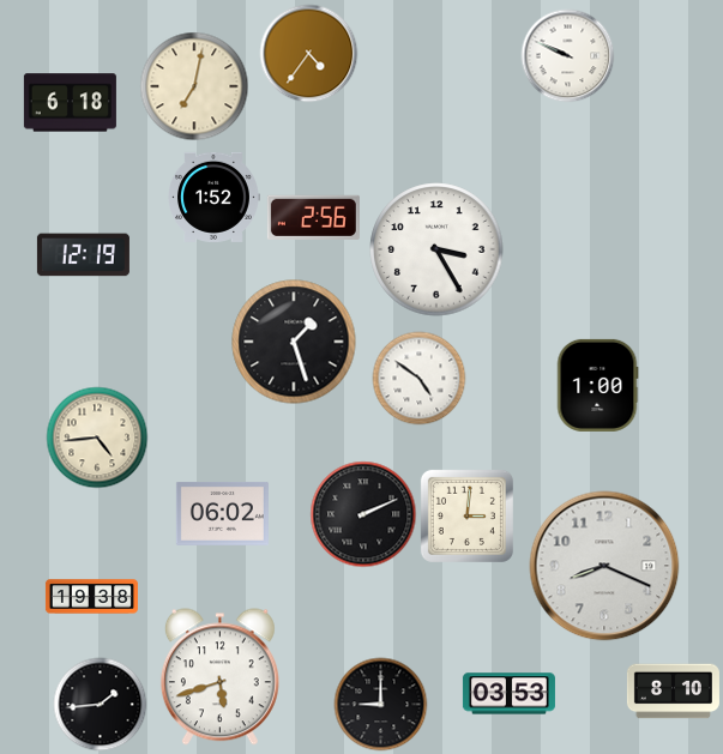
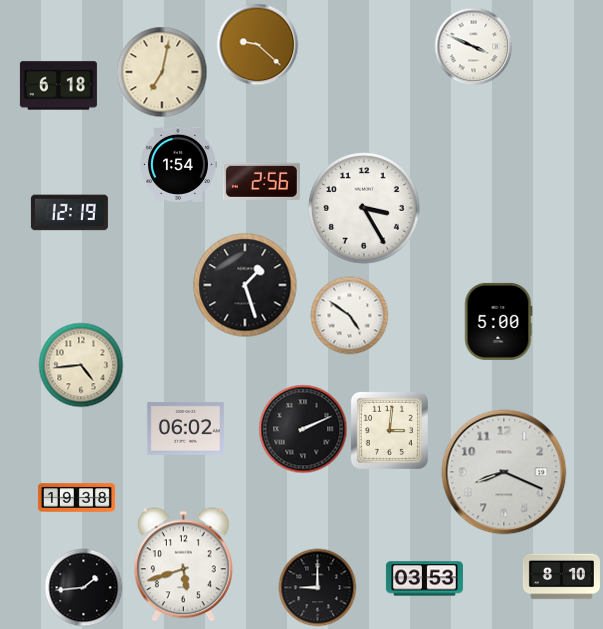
clock at (308, 53): 4:36 -> 9:22
clock at (567, 55): 9:49 -> 3:49
clock at (213, 197): 1:52 -> 1:54
clock at (597, 385): 1:00 -> 5:00
